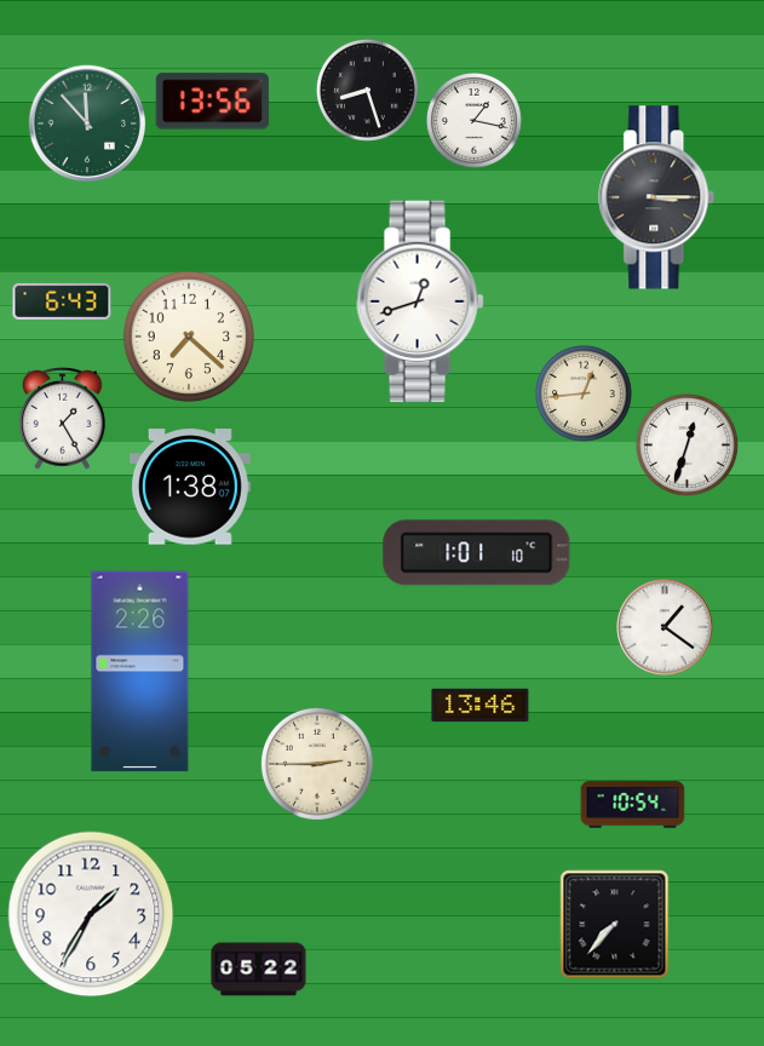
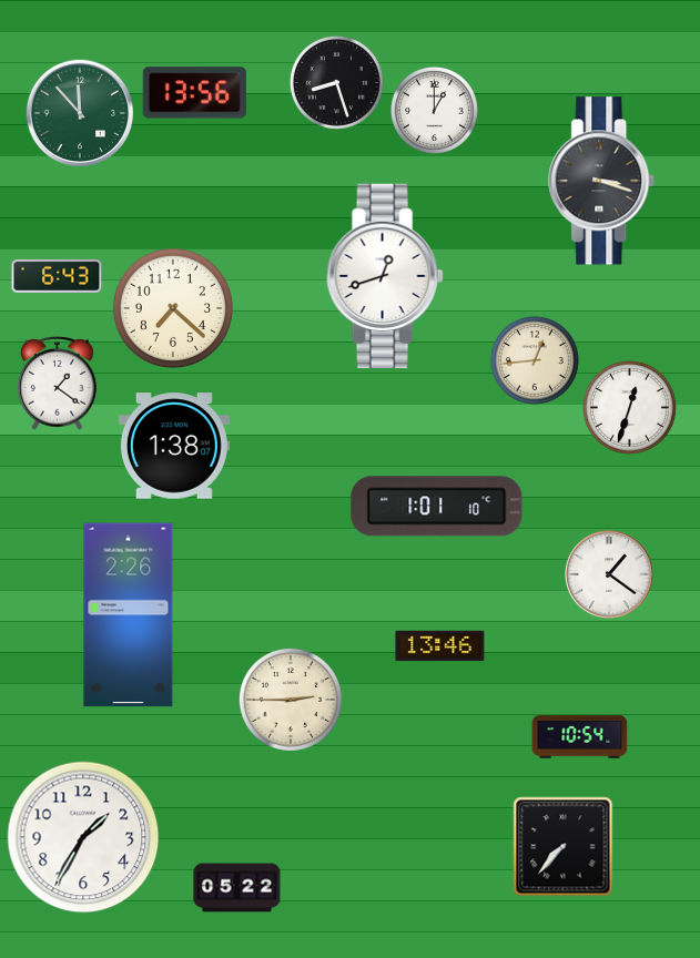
clock at (475, 121): 1:17 -> 1:00
clock at (657, 197): 3:15 -> 3:18
clock at (63, 418): 1:25 -> 1:21
